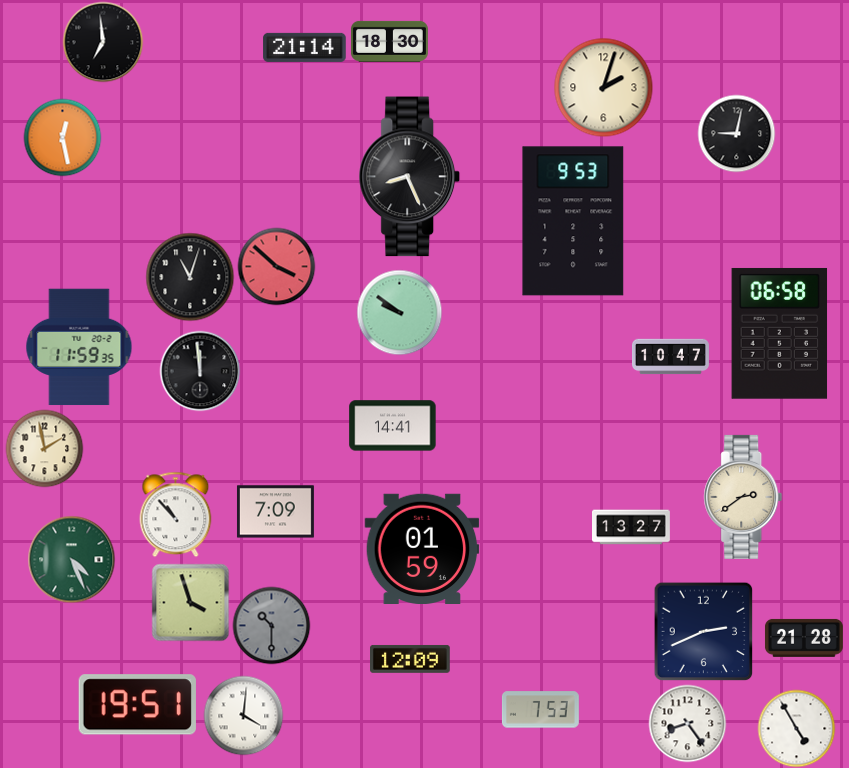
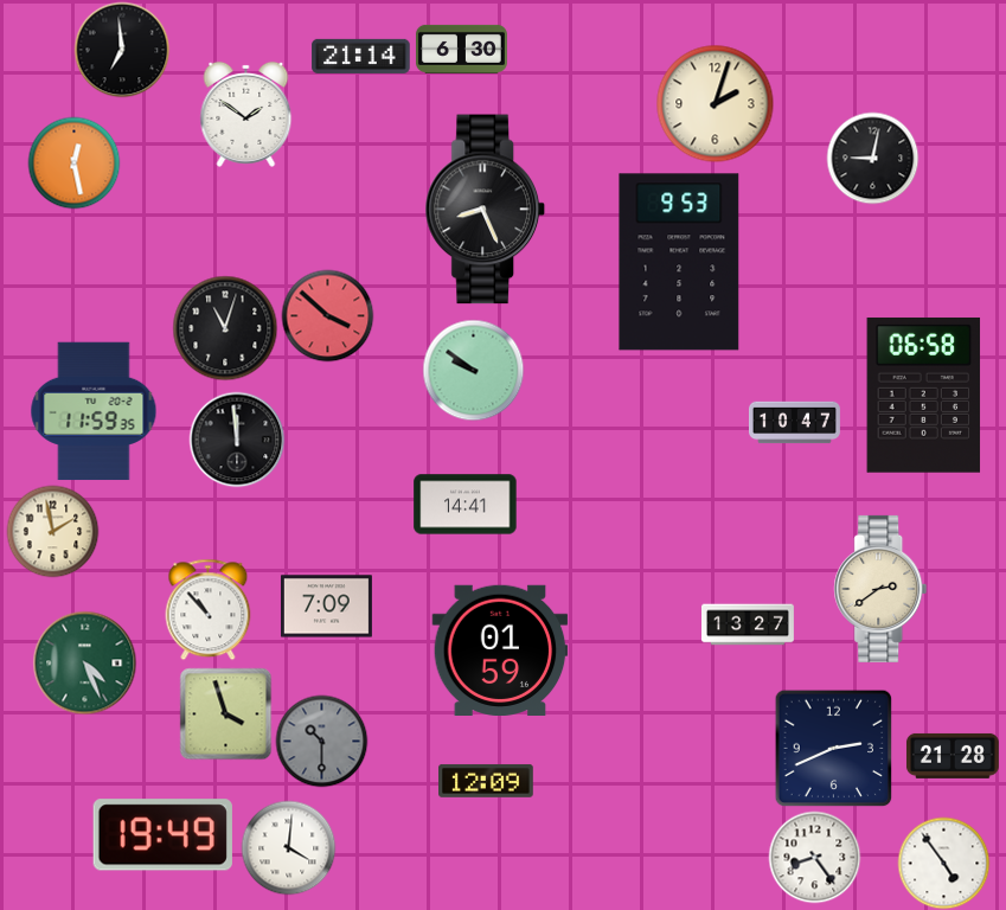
clock at (389, 41): 18:30 -> 6:30
clock at (246, 114): none -> 1:51
clock at (137, 705): 19:51 -> 19:49
clock at (540, 710): 7:53 -> none
clock at (796, 728): 4:55 -> 4:54
